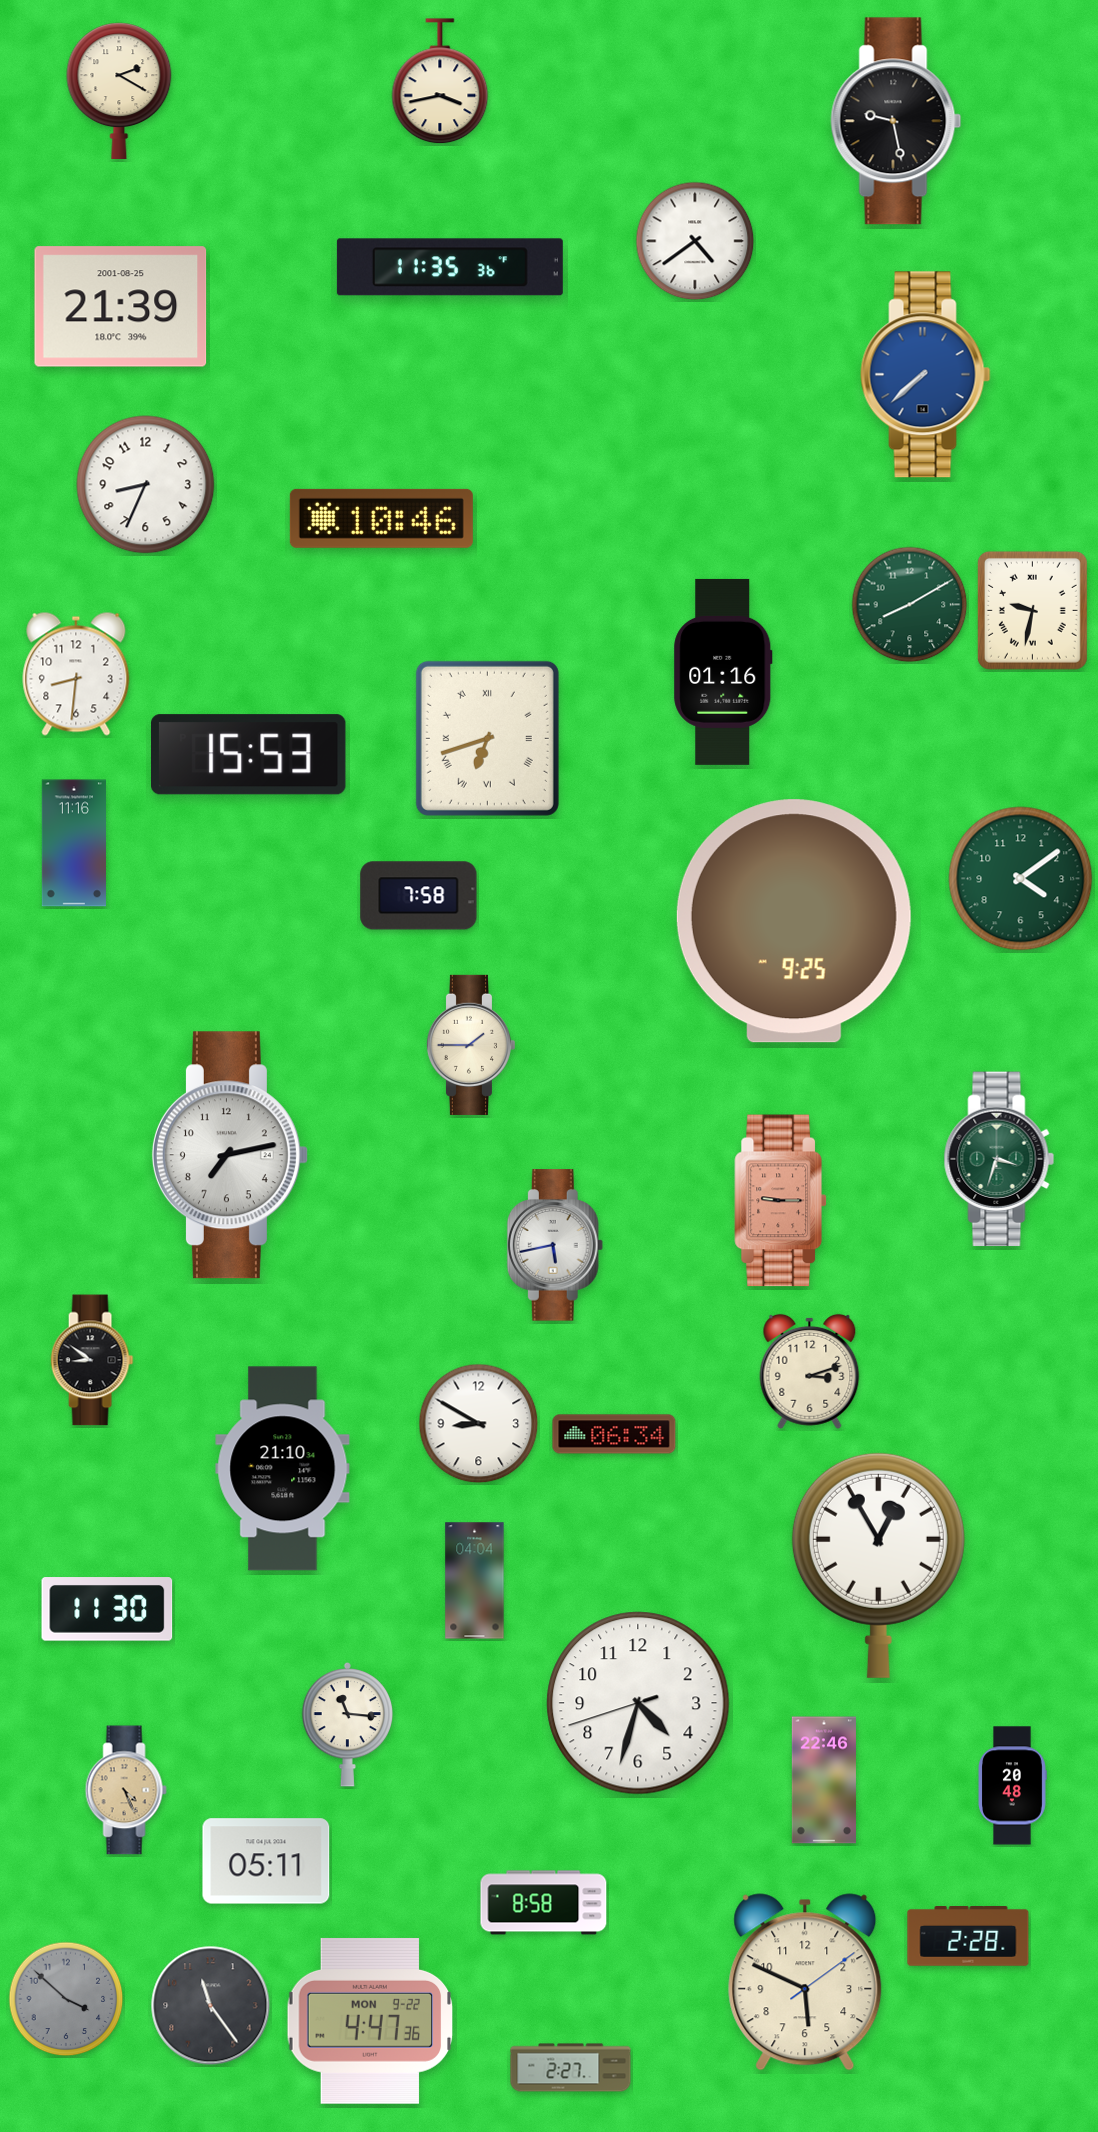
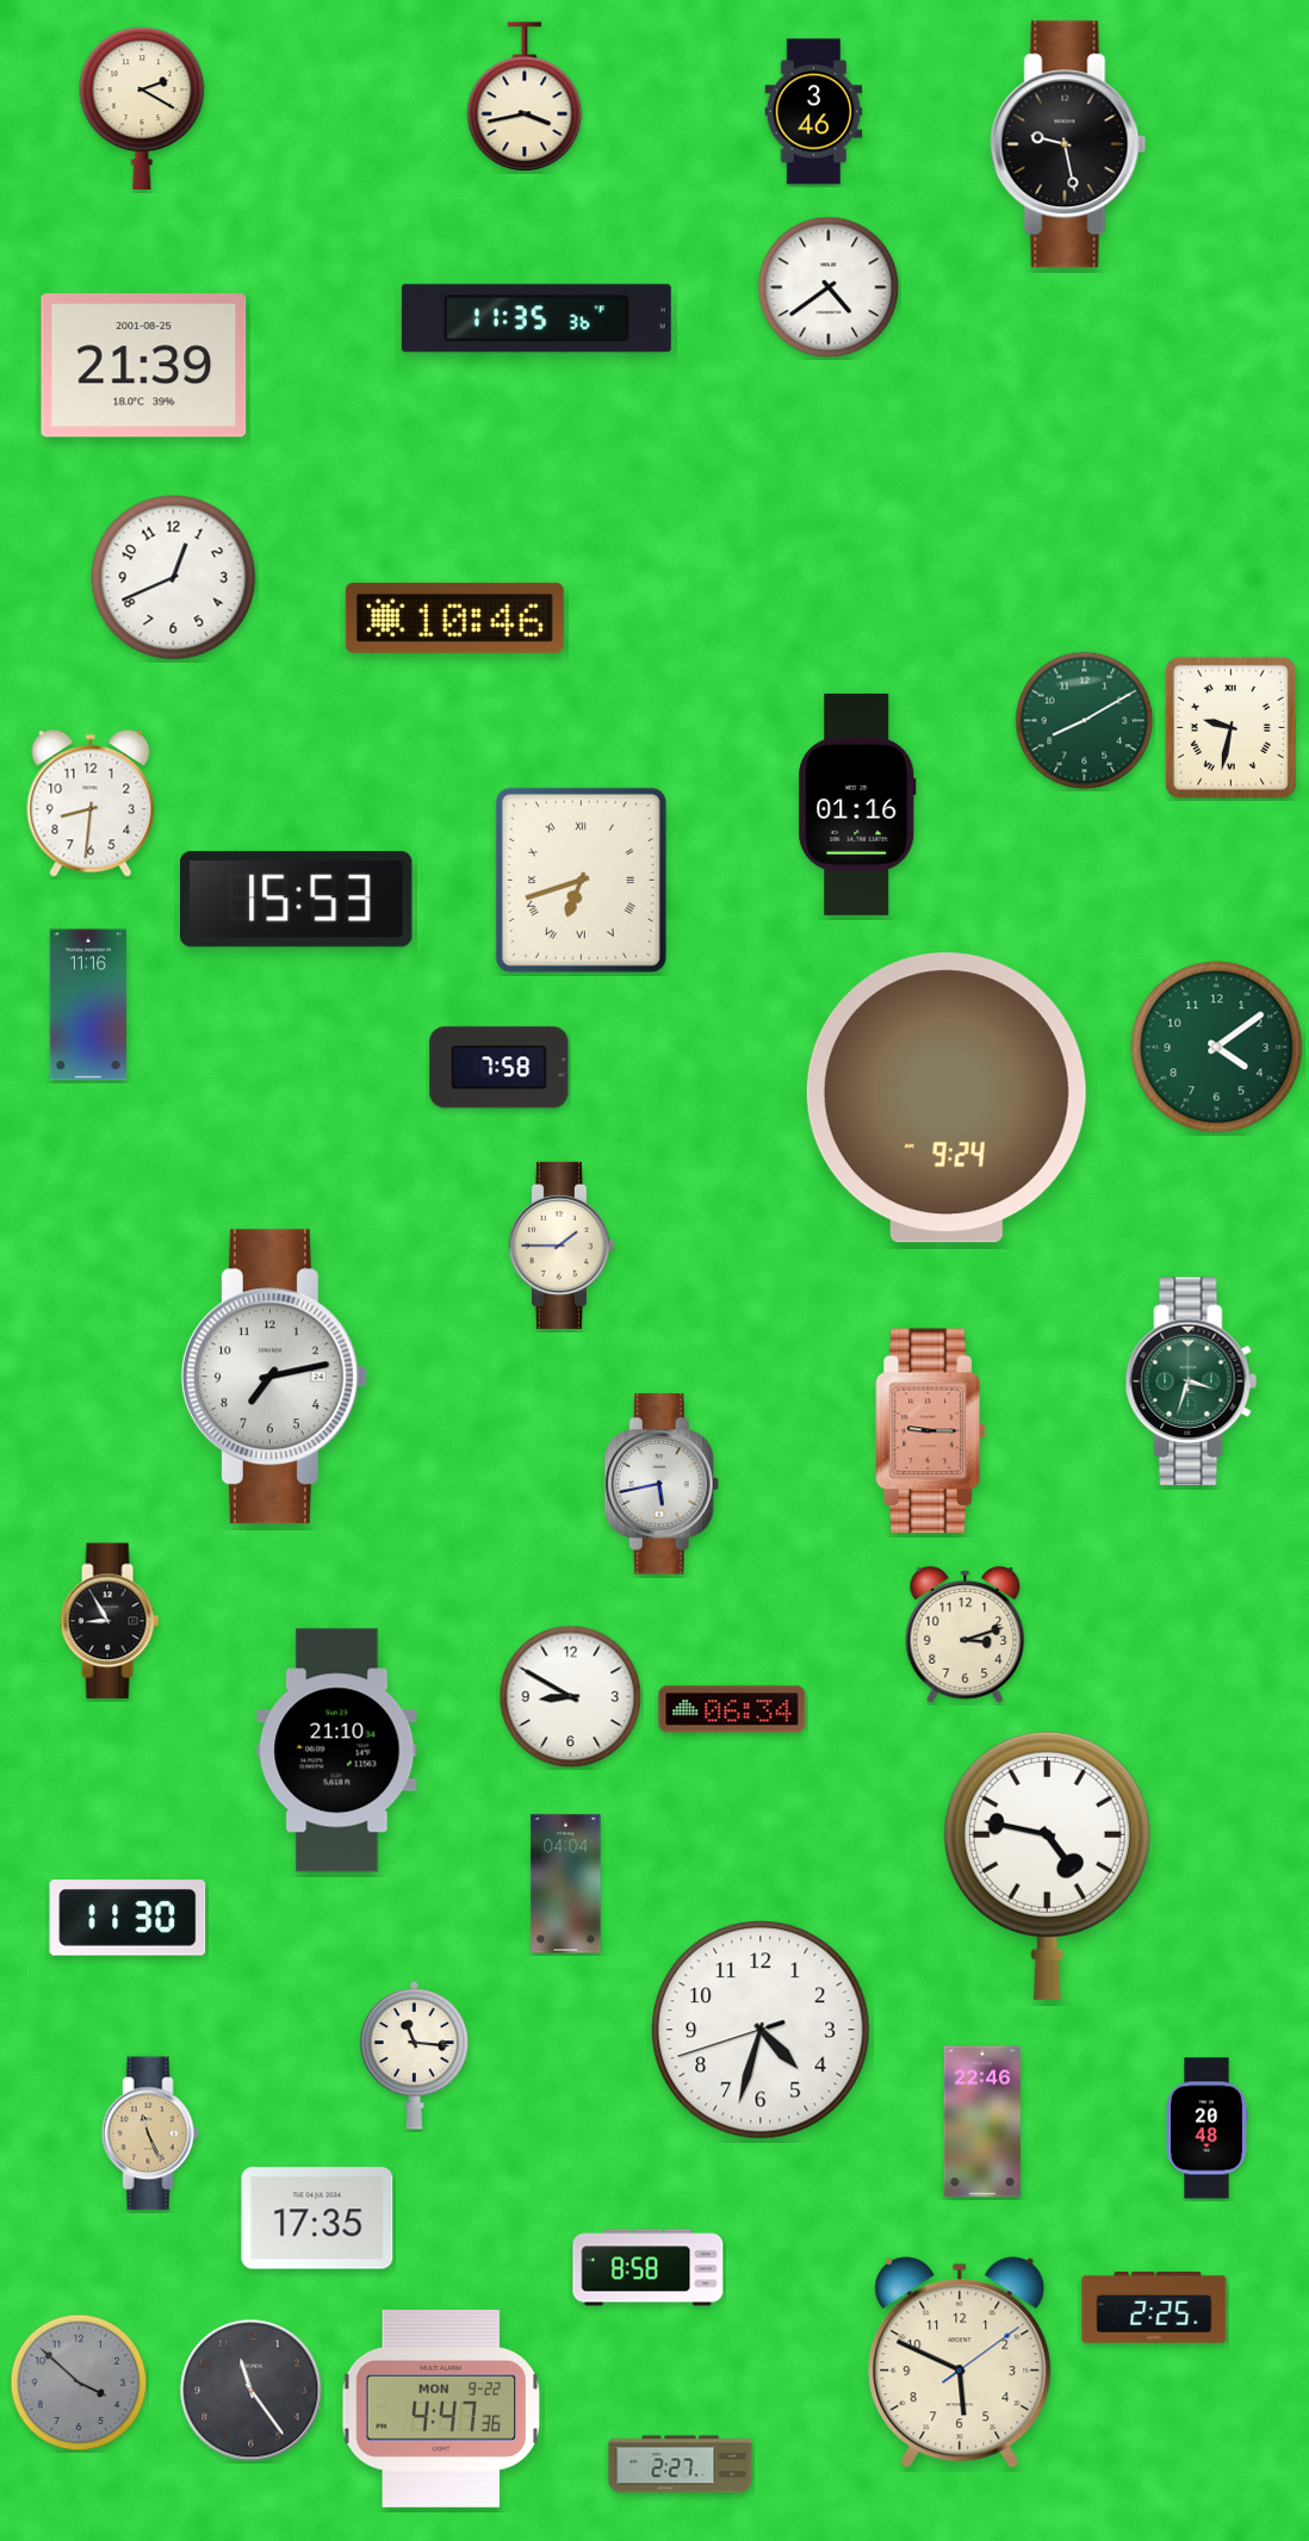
clock at (814, 112): none -> 3:46
clock at (926, 375): 7:38 -> none
clock at (146, 485): 8:34 -> 12:41
clock at (723, 672) position: (723, 672) -> (857, 804)
clock at (794, 921): 9:25 -> 9:24
clock at (92, 1360): 8:51 -> 8:55
clock at (878, 1565): 12:55 -> 4:47
clock at (126, 1790): 4:26 -> 11:26
clock at (266, 1861): 05:11 -> 17:35
clock at (968, 1937): 2:28 -> 2:25
